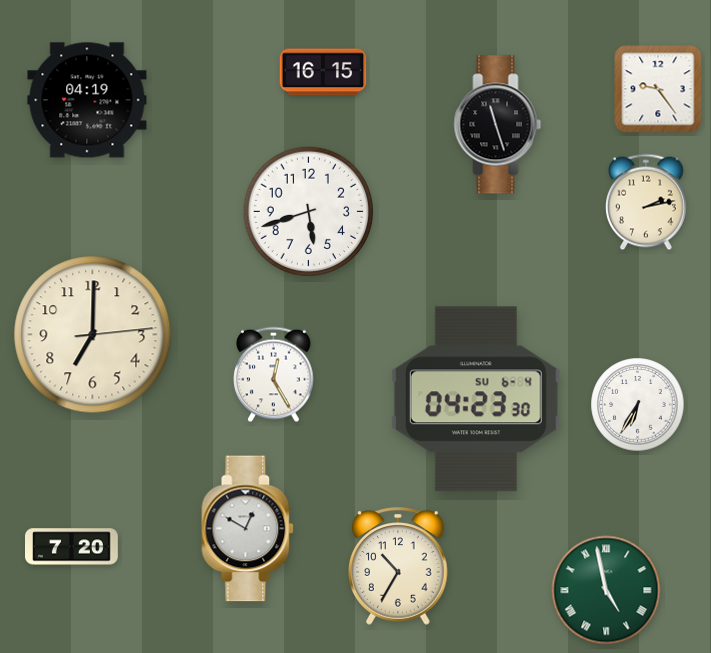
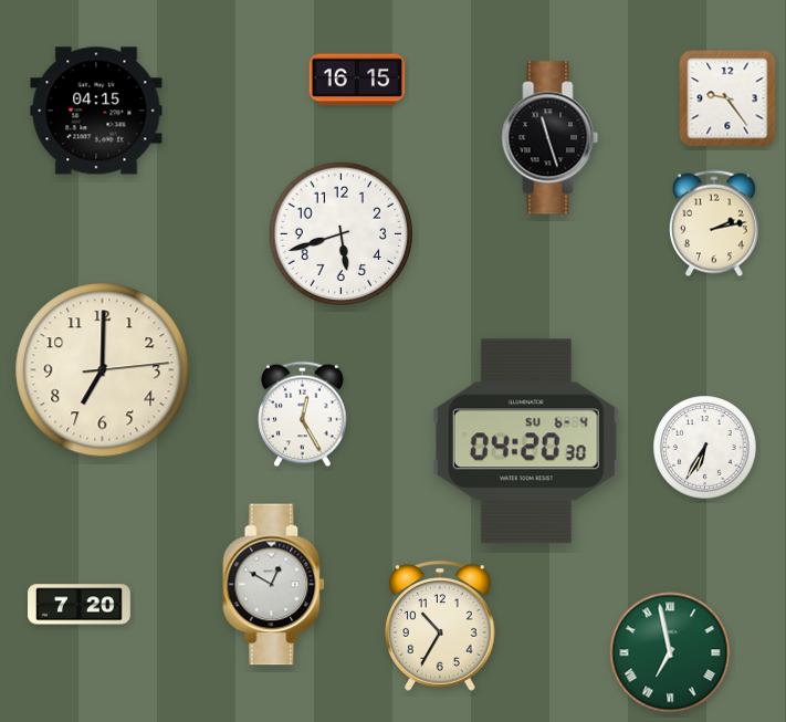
clock at (87, 100): 04:19 -> 04:15
clock at (476, 399): 04:23 -> 04:20
clock at (606, 590): 4:58 -> 6:58
